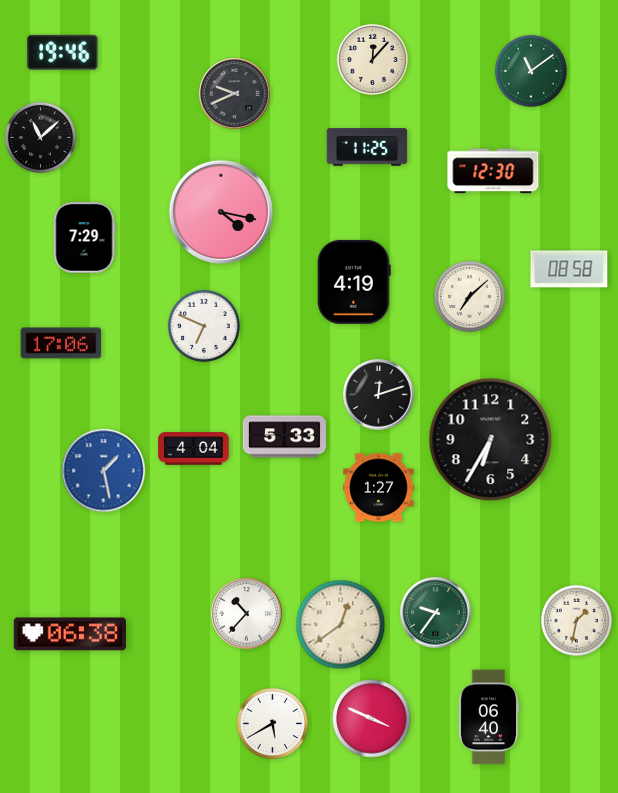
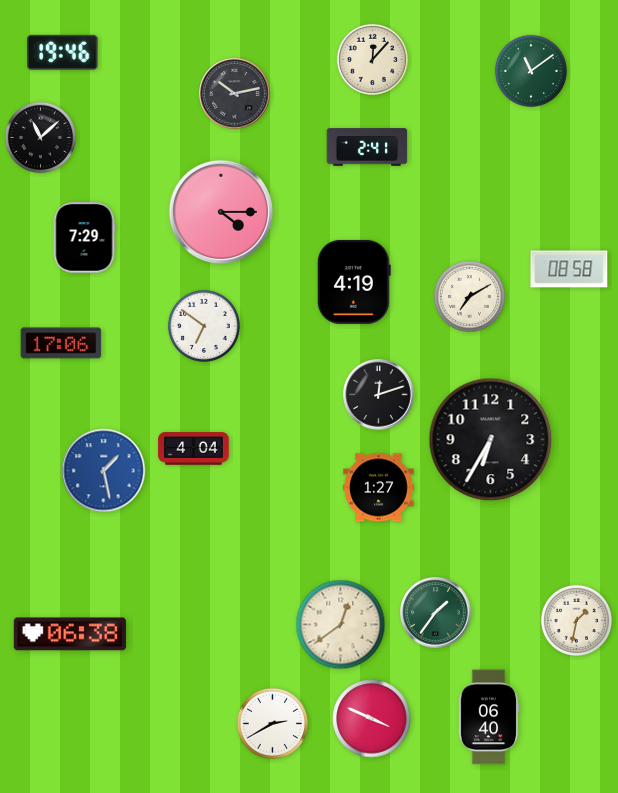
clock at (235, 94): 9:41 -> 10:13
clock at (367, 147): 11:25 -> 2:41
clock at (493, 171): 12:30 -> none
clock at (221, 212): 4:17 -> 4:15
clock at (469, 296): 7:08 -> 7:10
clock at (204, 326): 6:49 -> 6:51
clock at (284, 437): 5:33 -> none
clock at (436, 613): 9:36 -> 1:36
clock at (247, 614): 10:37 -> none
clock at (272, 723): 5:40 -> 2:40
